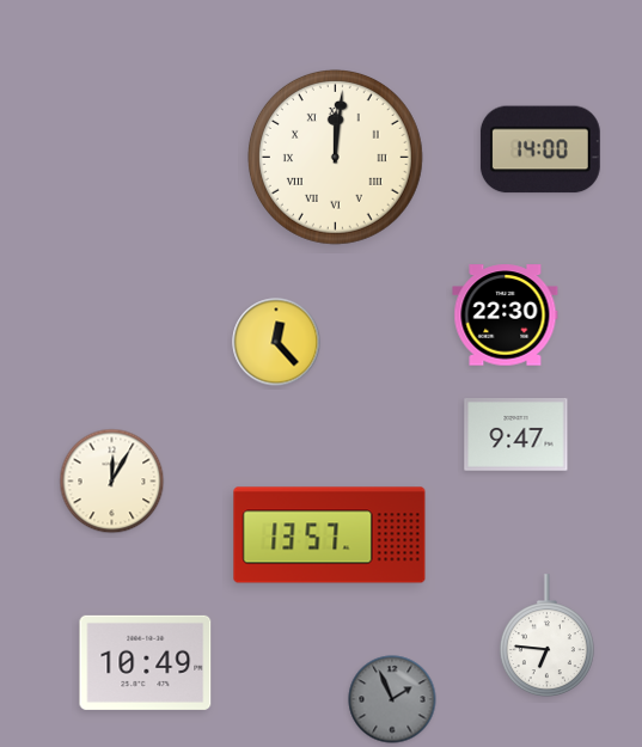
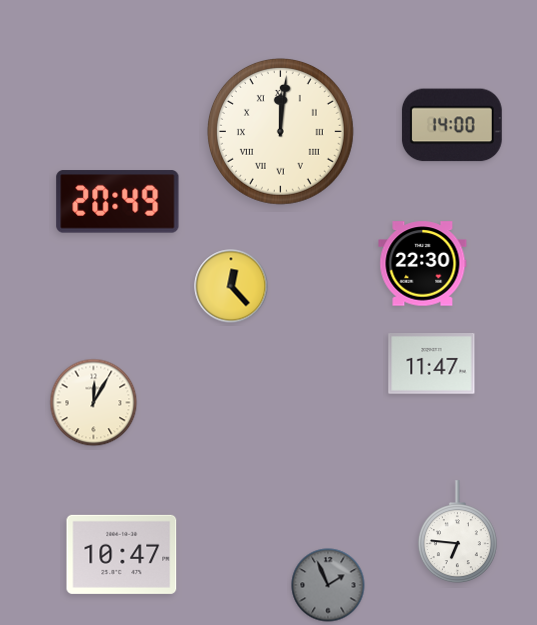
clock at (118, 202): none -> 20:49
clock at (516, 435): 9:47 -> 11:47
clock at (330, 535): 13:57 -> none
clock at (146, 662): 10:49 -> 10:47
